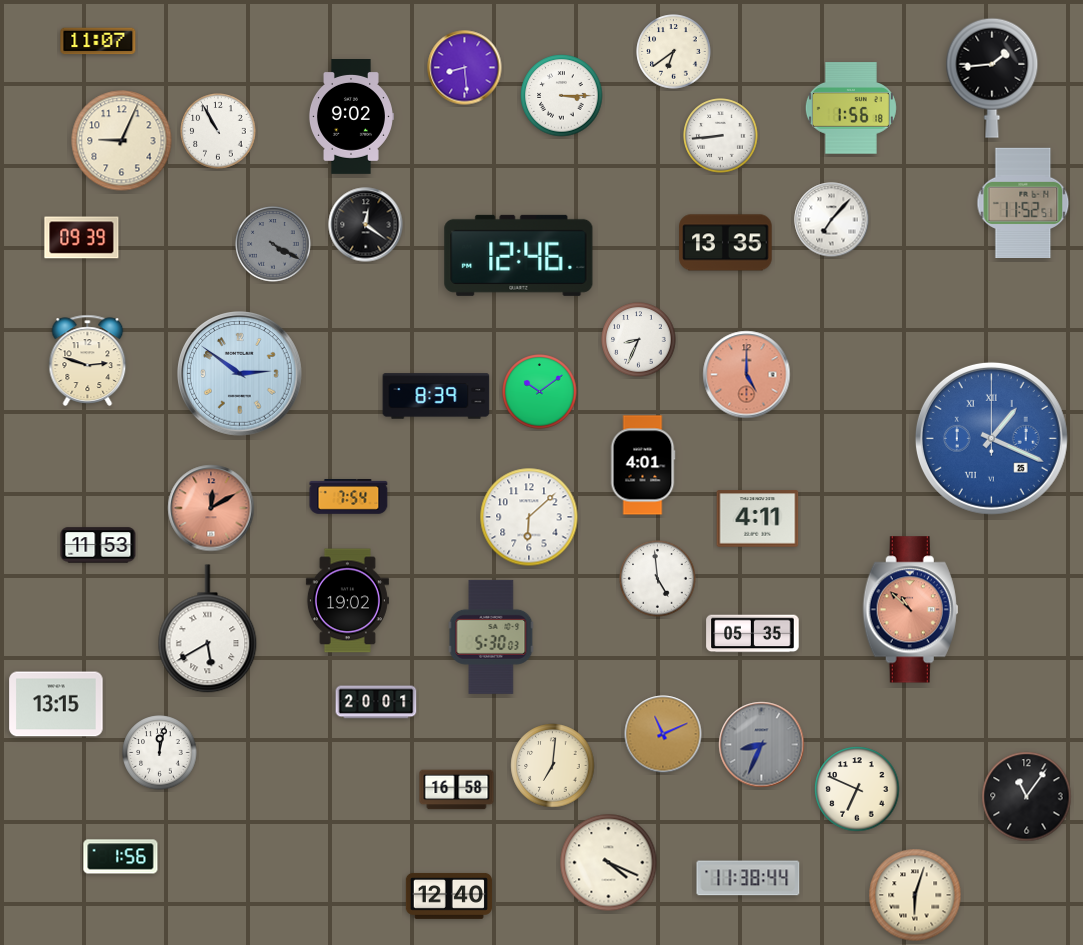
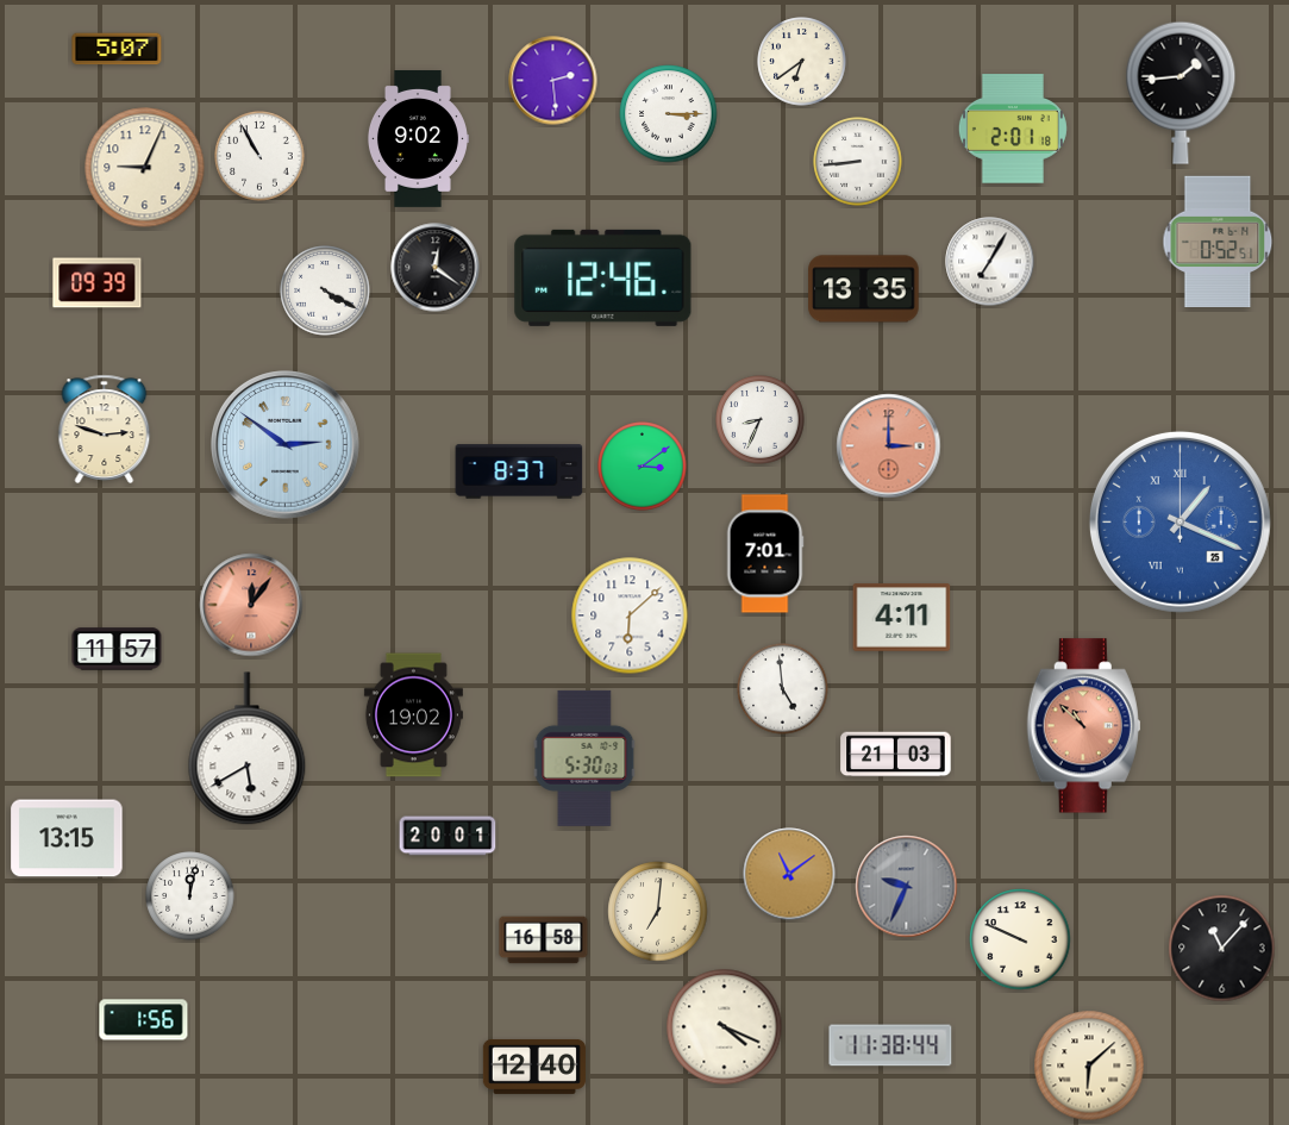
clock at (98, 41): 11:07 -> 5:07
clock at (465, 68): 8:29 -> 2:29
clock at (851, 108): 1:56 -> 2:01
clock at (1023, 202): 11:52 -> 0:52
clock at (832, 220): 7:07 -> 7:05
clock at (273, 244) dial: grey -> white
clock at (519, 255) position: (519, 255) -> (603, 277)
clock at (639, 340) position: (639, 340) -> (761, 420)
clock at (747, 375): 5:00 -> 3:00
clock at (540, 392): 10:09 -> 3:09
clock at (436, 396): 8:39 -> 8:37
clock at (643, 465): 4:01 -> 7:01
clock at (349, 497): 7:54 -> none
clock at (211, 508): 12:10 -> 12:06
clock at (98, 545): 11:53 -> 11:57
clock at (753, 634): 05:35 -> 21:03
clock at (663, 734): 11:11 -> 11:09
clock at (762, 745): 8:34 -> 9:34
clock at (857, 789): 6:49 -> 9:49
clock at (1027, 797): 11:06 -> 11:07
clock at (915, 895): 6:03 -> 6:08
